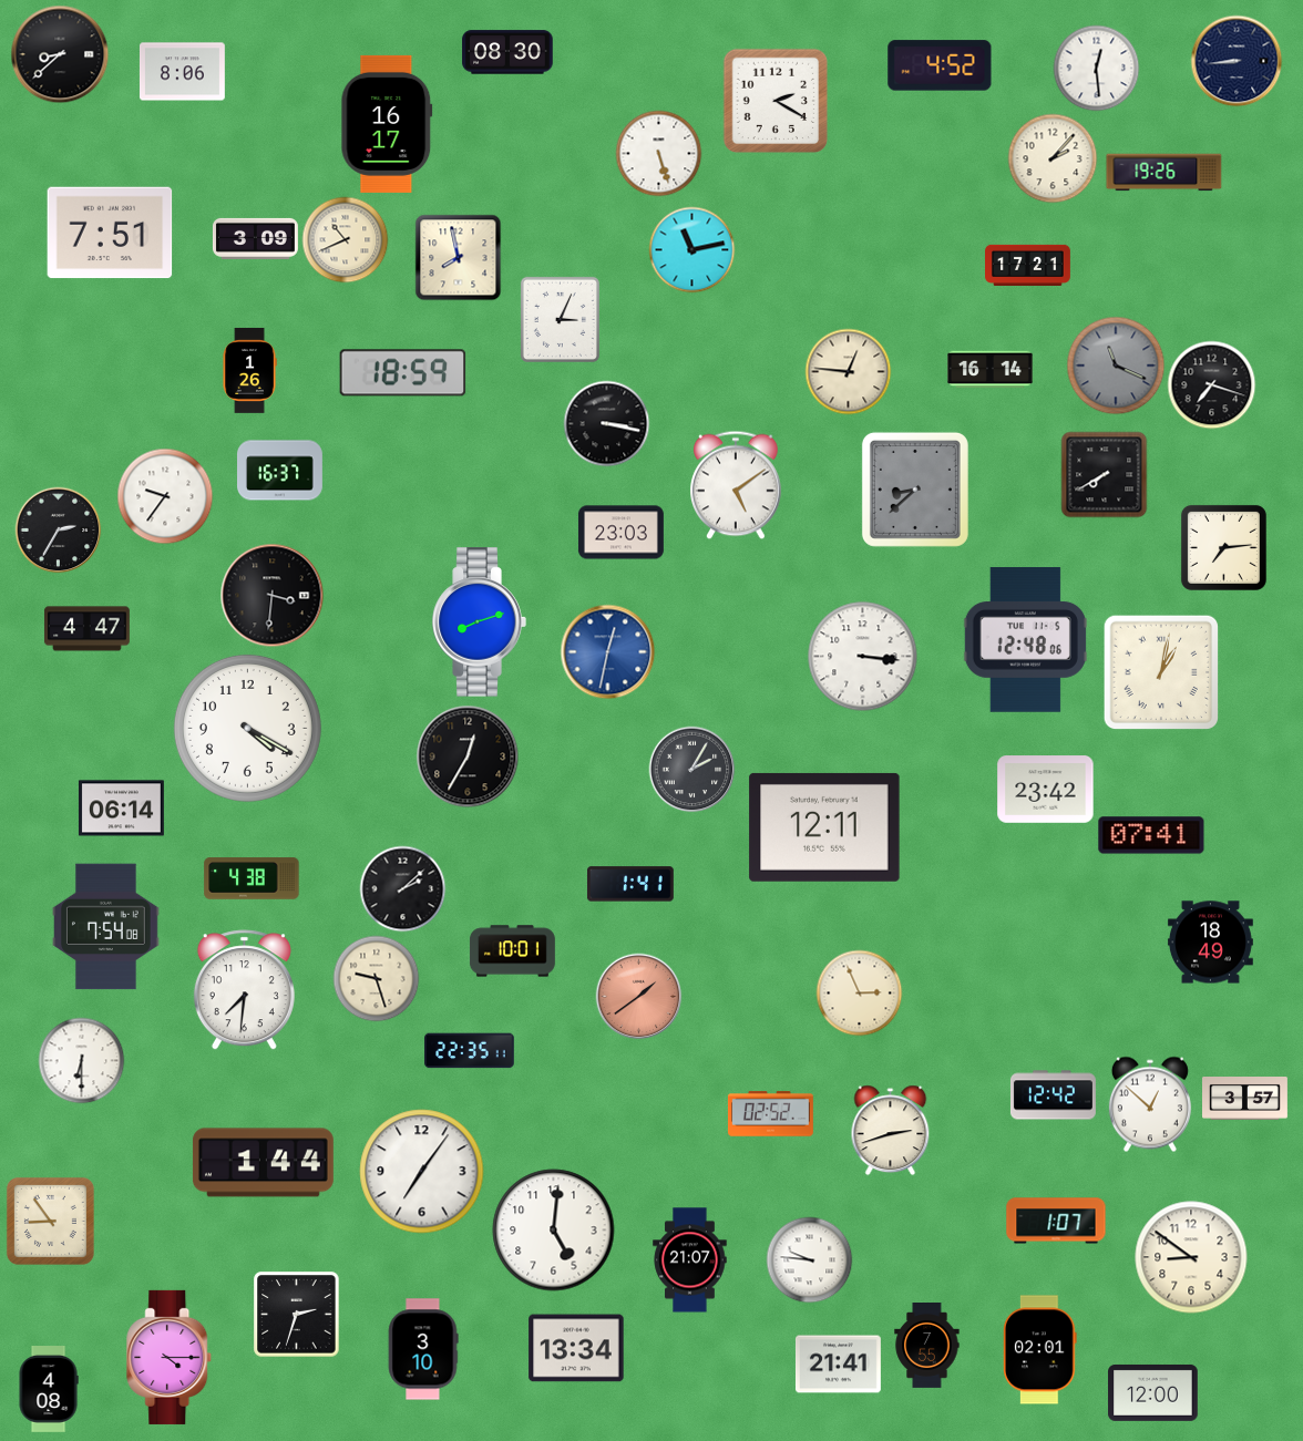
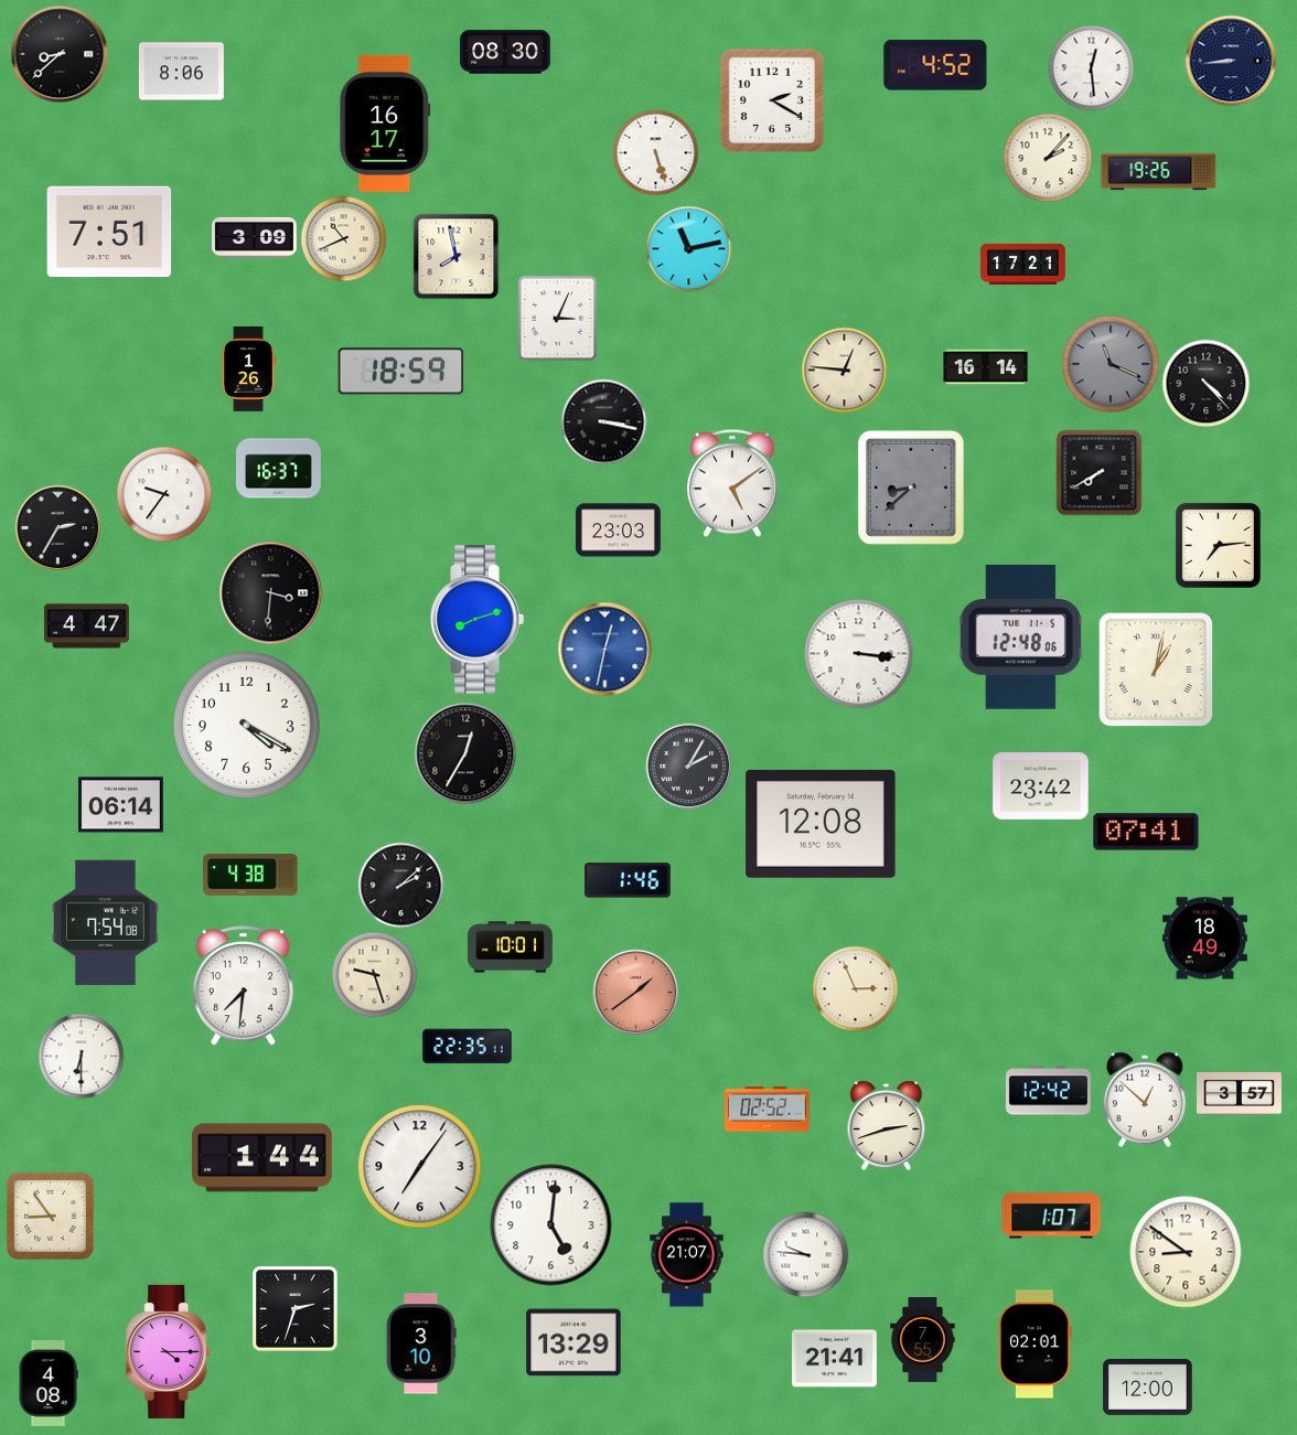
clock at (1211, 384): 7:18 -> 4:23
clock at (824, 827): 12:11 -> 12:08
clock at (630, 884): 1:41 -> 1:46
clock at (576, 1348): 13:34 -> 13:29
